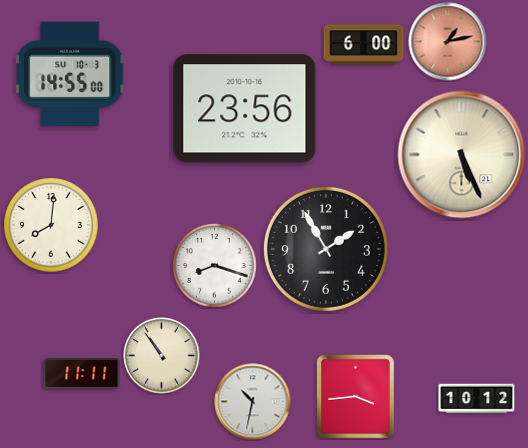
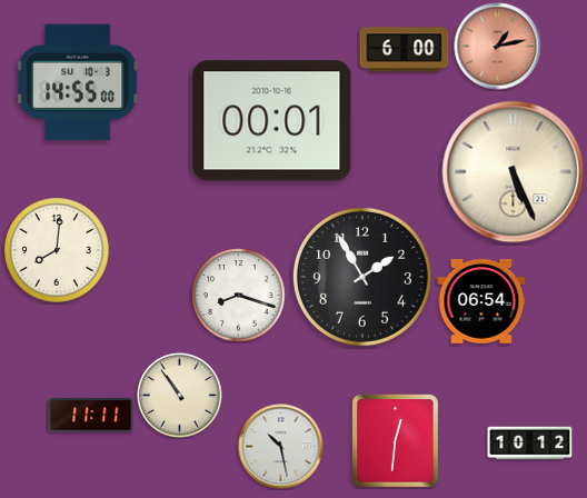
clock at (245, 109): 23:56 -> 00:01
clock at (481, 301): none -> 06:54
clock at (356, 397): 3:44 -> 12:31
clock at (253, 402): 10:32 -> 10:28
